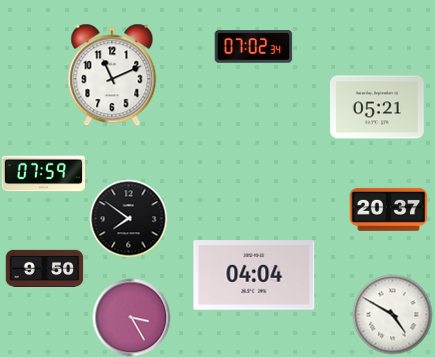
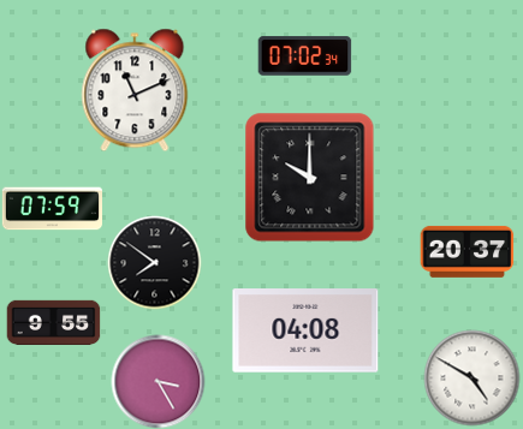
clock at (378, 107): 05:21 -> none
clock at (309, 177): none -> 10:00
clock at (44, 268): 9:50 -> 9:55
clock at (254, 275): 04:04 -> 04:08
